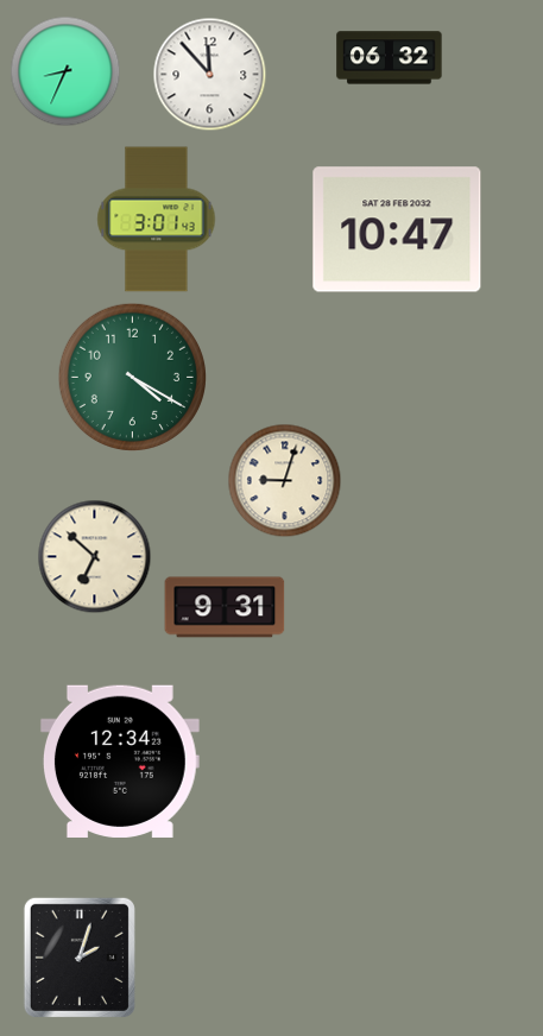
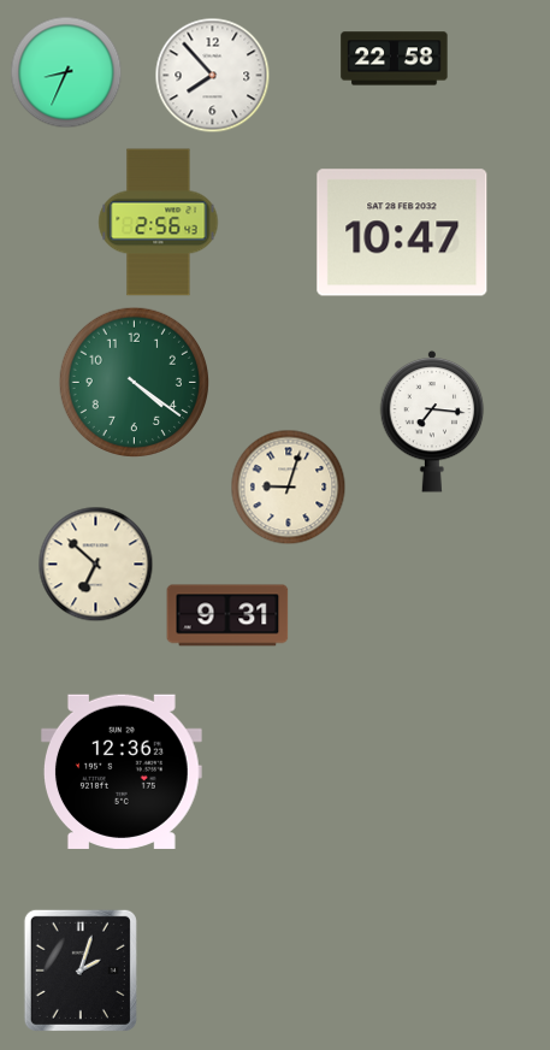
clock at (390, 58): 06:32 -> 22:58
clock at (210, 75): 11:53 -> 7:53
clock at (157, 220): 3:01 -> 2:56
clock at (132, 377): 4:20 -> 4:21
clock at (432, 421): none -> 7:16
clock at (120, 762): 12:34 -> 12:36
